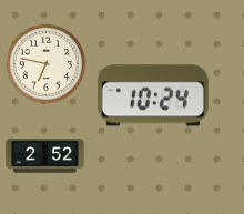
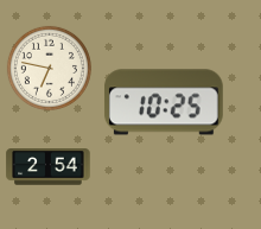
clock at (153, 95): 10:24 -> 10:25
clock at (45, 156): 2:52 -> 2:54
